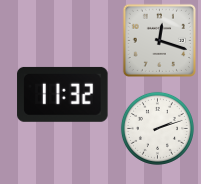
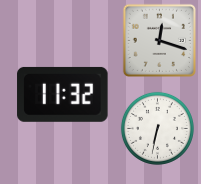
clock at (157, 128): 2:12 -> 6:32
